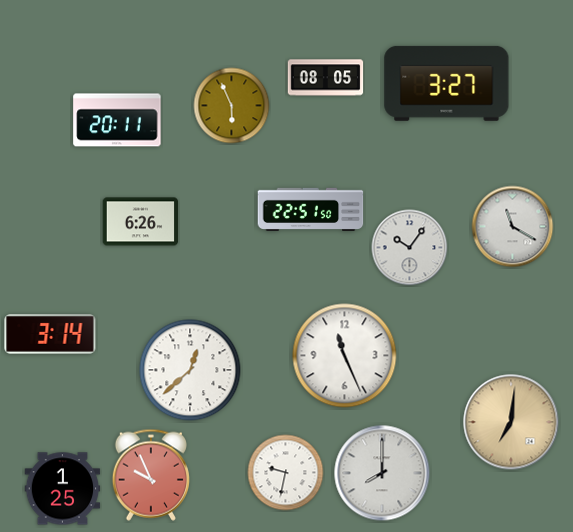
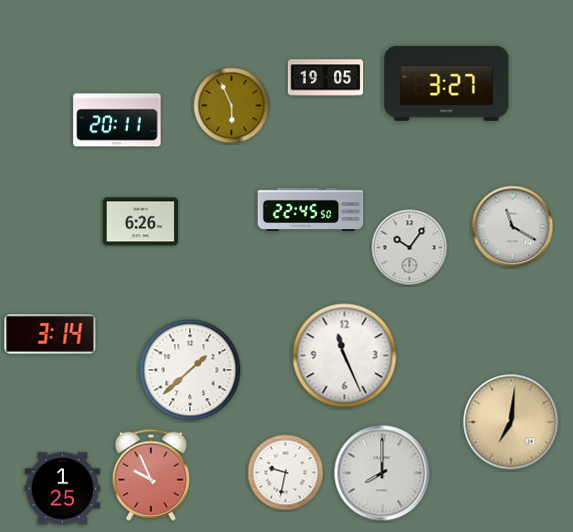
clock at (326, 78): 08:05 -> 19:05
clock at (311, 209): 22:51 -> 22:45
clock at (190, 370): 12:38 -> 1:38
